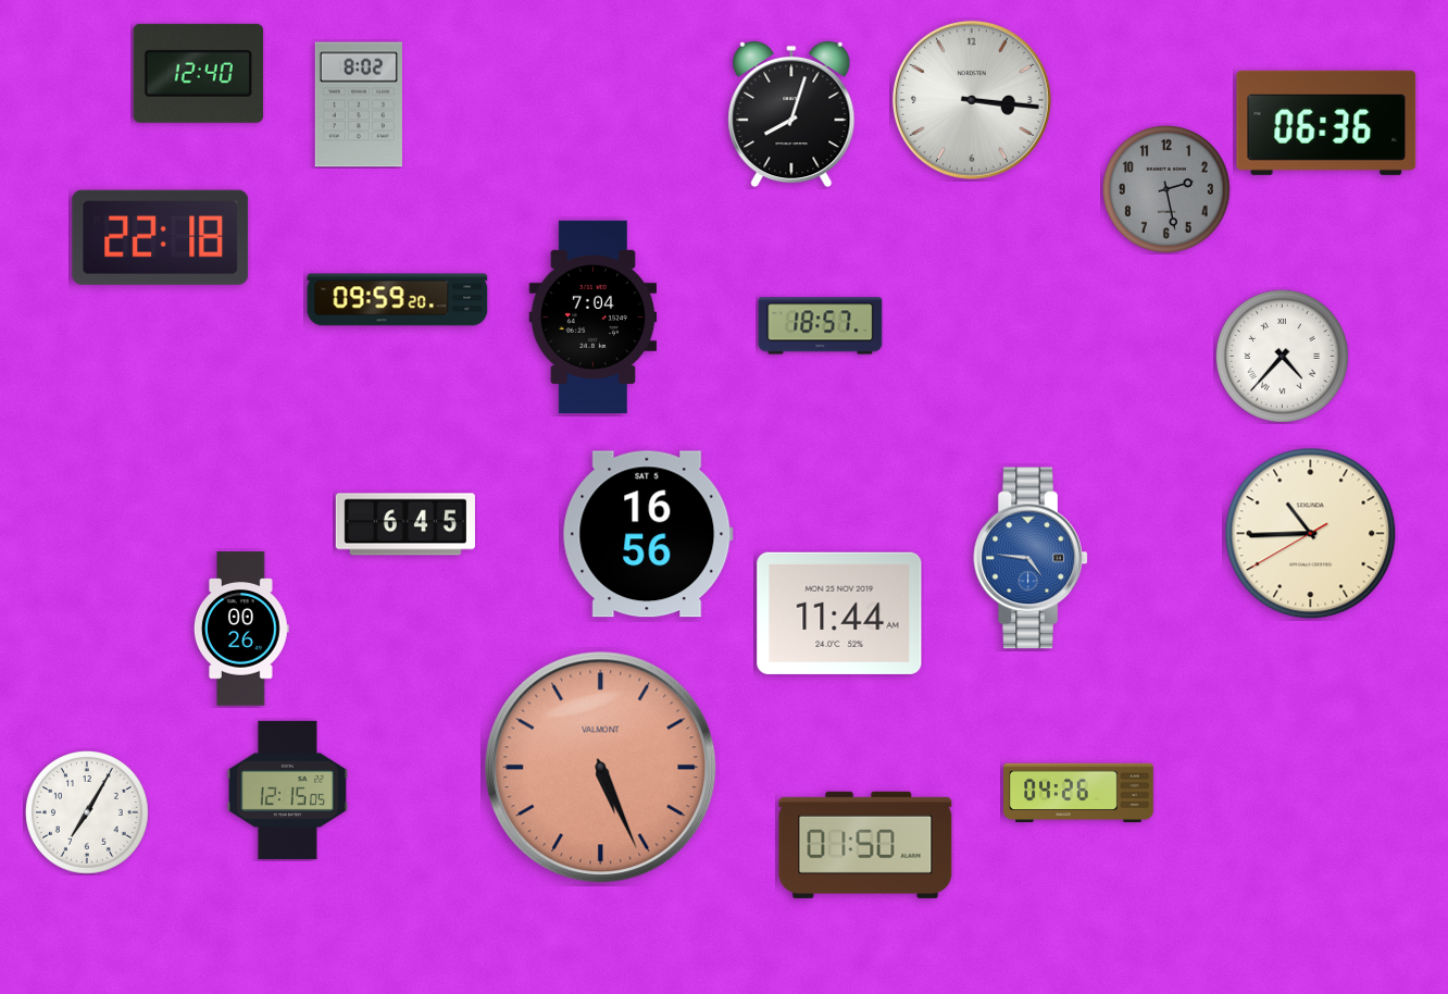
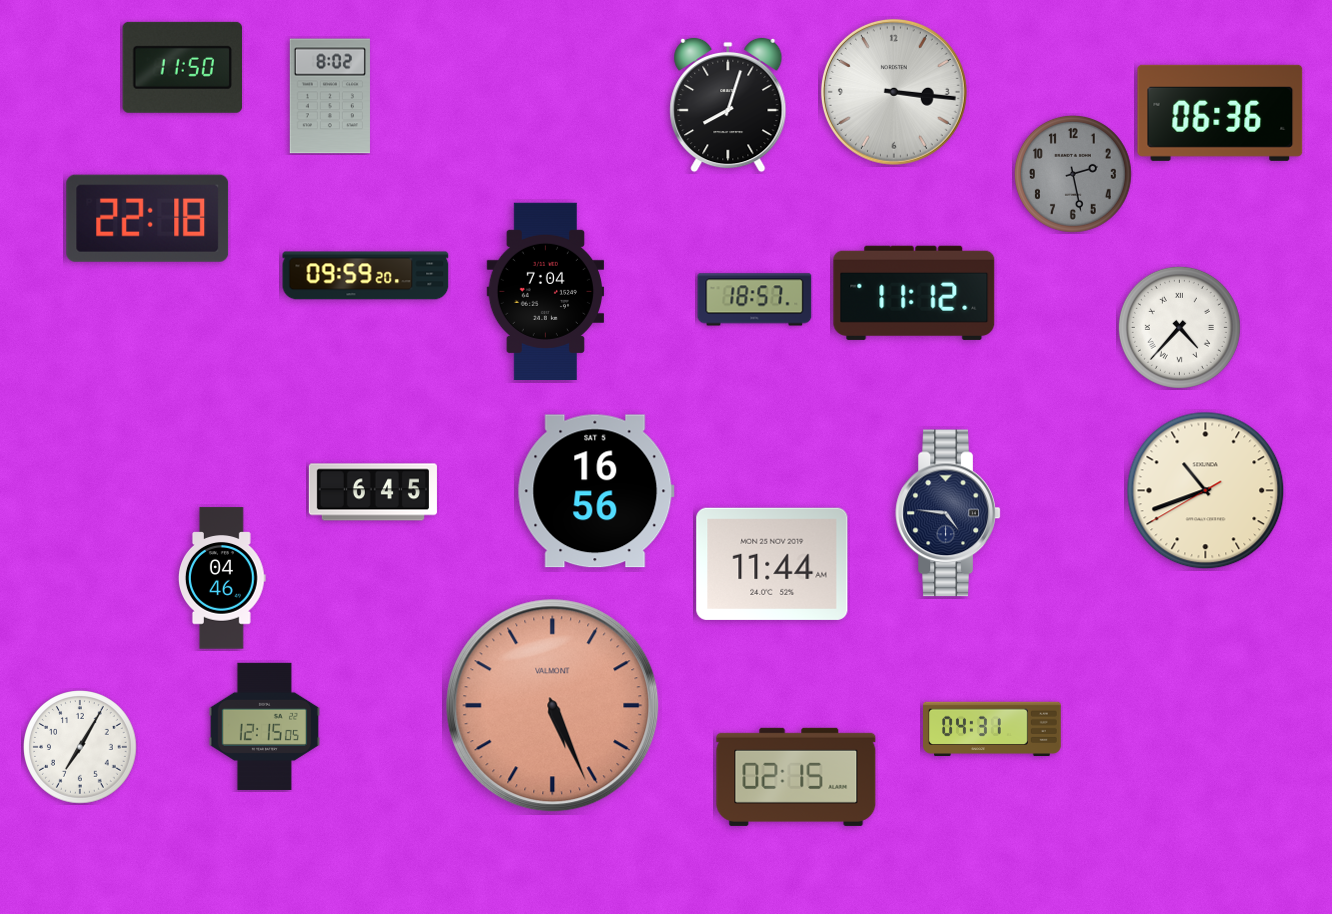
clock at (199, 73): 12:40 -> 11:50
clock at (914, 293): none -> 11:12
clock at (405, 524) position: (405, 524) -> (373, 492)
clock at (1311, 534): 10:44 -> 10:41
clock at (1031, 558) dial: blue -> navy
clock at (241, 629): 00:26 -> 04:46
clock at (1078, 792): 04:26 -> 04:31
clock at (865, 845): 01:50 -> 02:15
